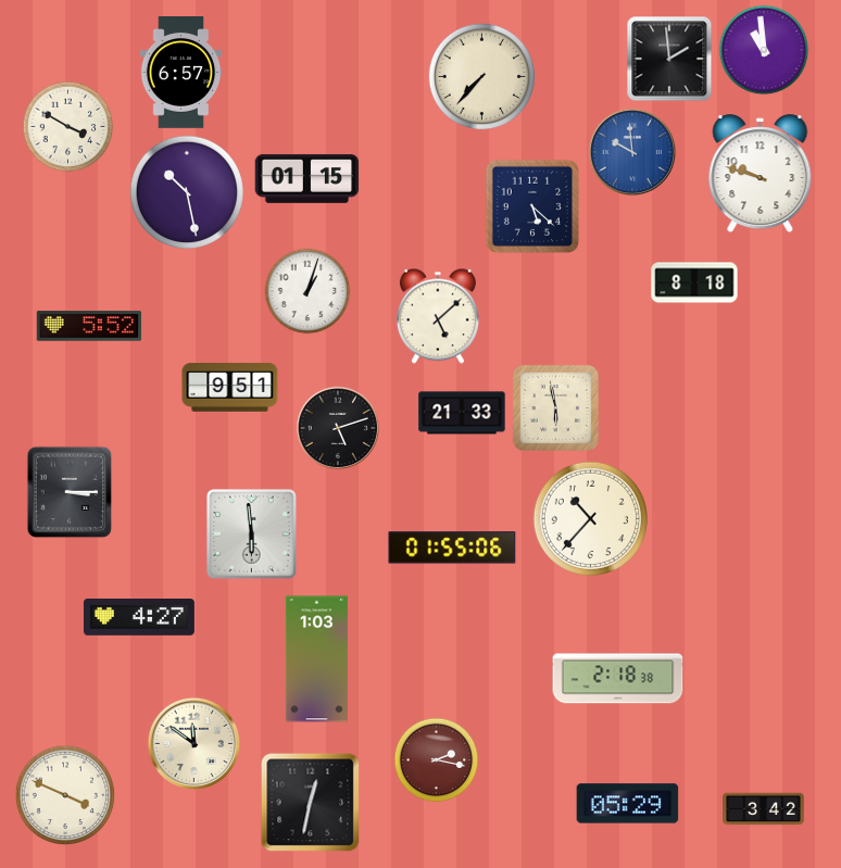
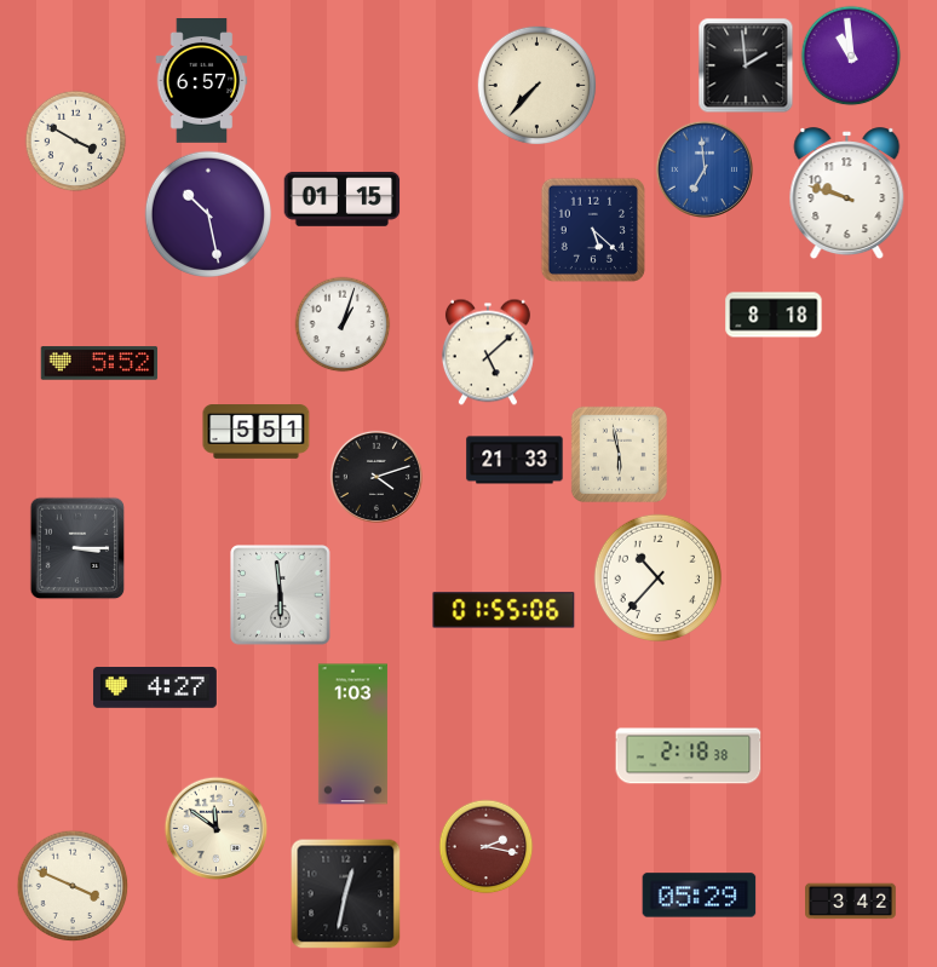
clock at (631, 151): 9:59 -> 6:59
clock at (230, 388): 9:51 -> 5:51
clock at (338, 428): 5:12 -> 4:12
